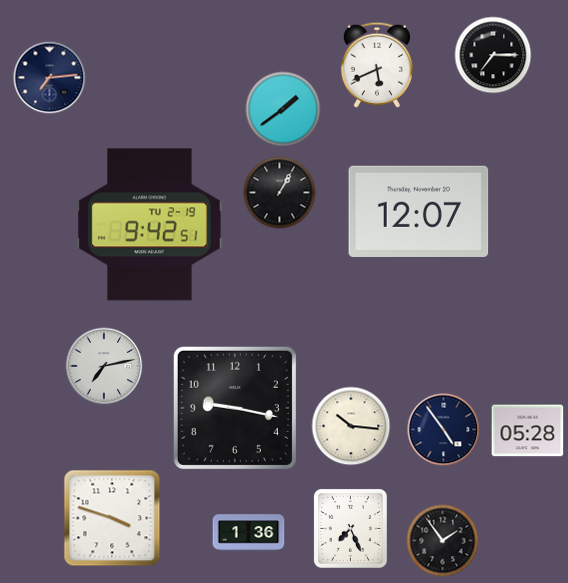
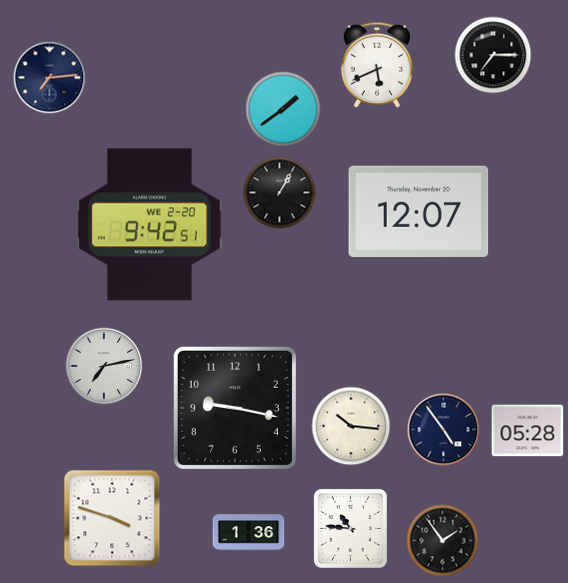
clock at (150, 225) date: TU 2-19 -> WE 2-20
clock at (350, 528): 7:26 -> 10:46
